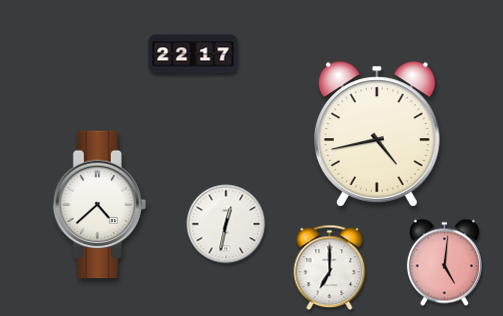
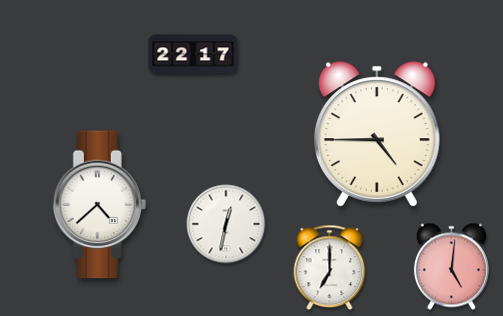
clock at (377, 134): 4:43 -> 4:45
clock at (444, 263) position: (444, 263) -> (451, 267)
